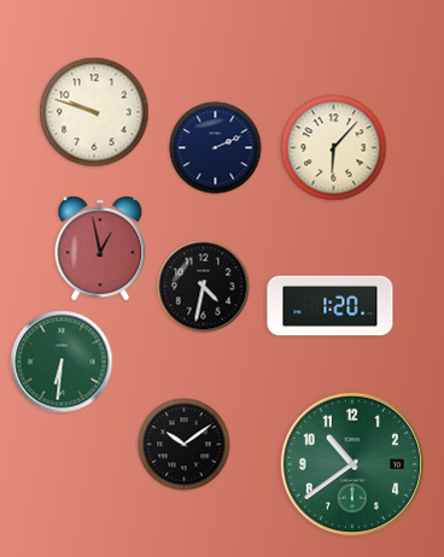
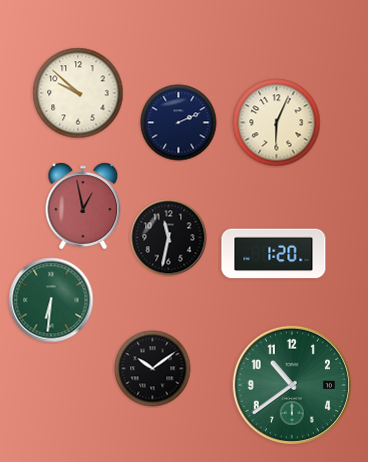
clock at (94, 112): 9:48 -> 9:52
clock at (334, 148): 6:07 -> 6:04
clock at (204, 287): 4:32 -> 11:32
